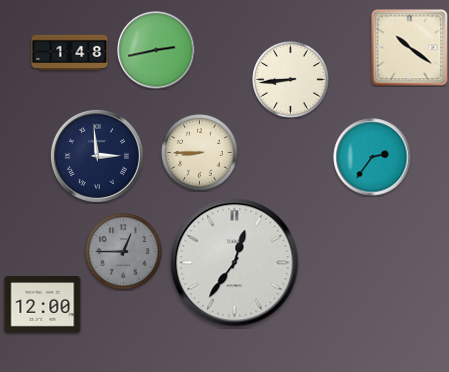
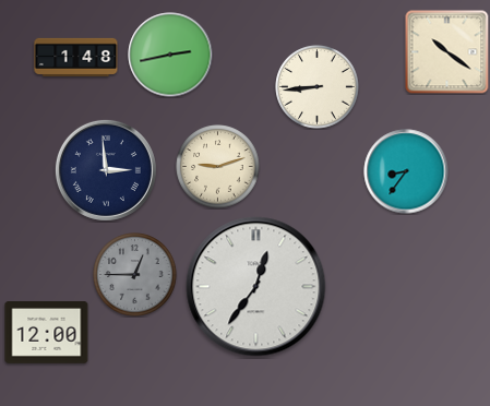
clock at (200, 153): 8:45 -> 9:12
clock at (372, 157): 2:36 -> 8:36
